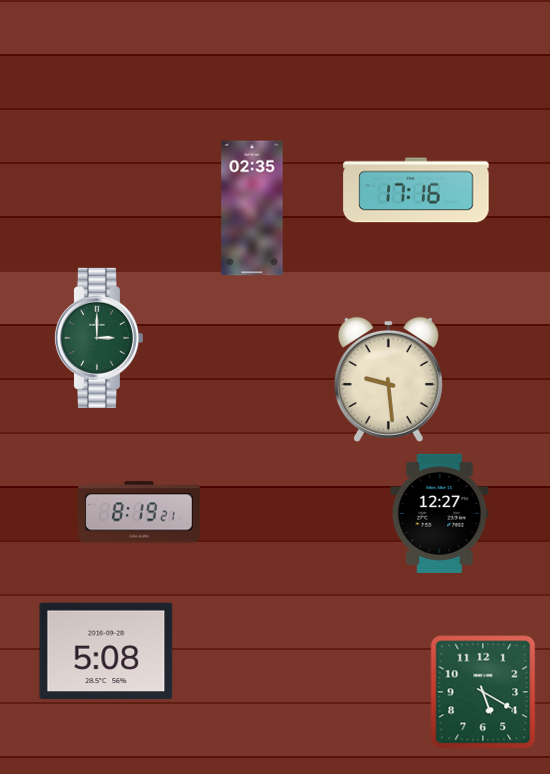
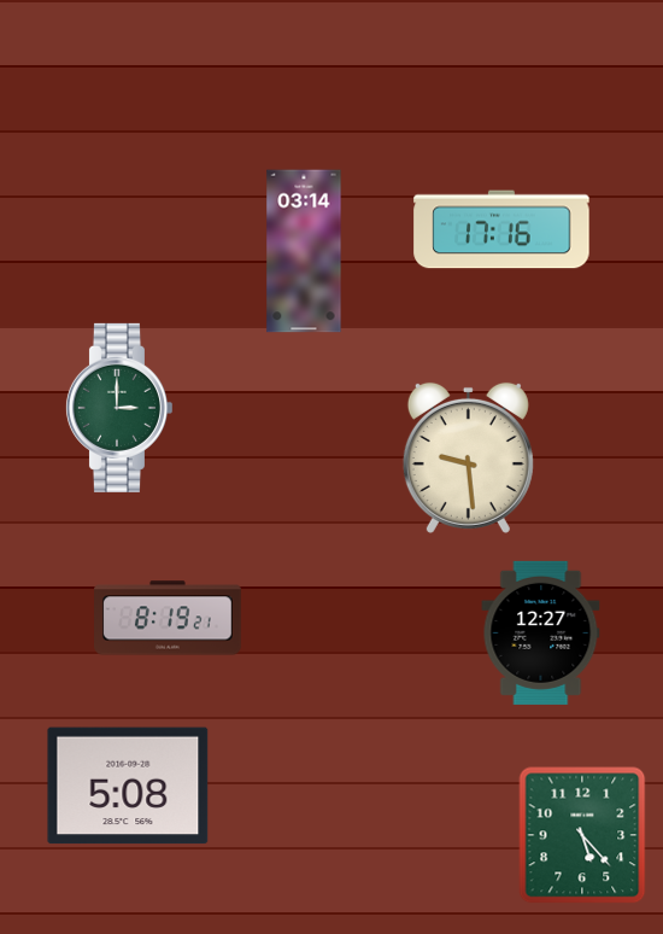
clock at (252, 208): 02:35 -> 03:14
clock at (440, 513) position: (440, 513) -> (541, 632)
clock at (483, 692): 5:20 -> 5:23
